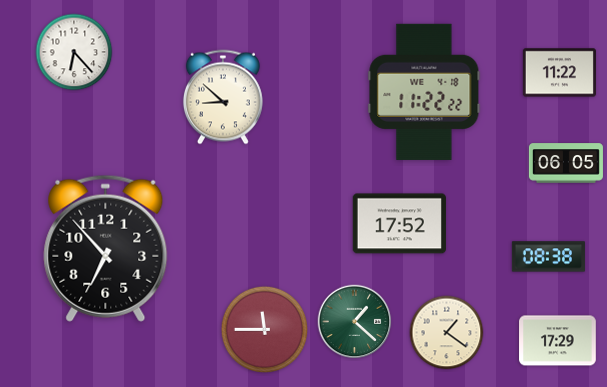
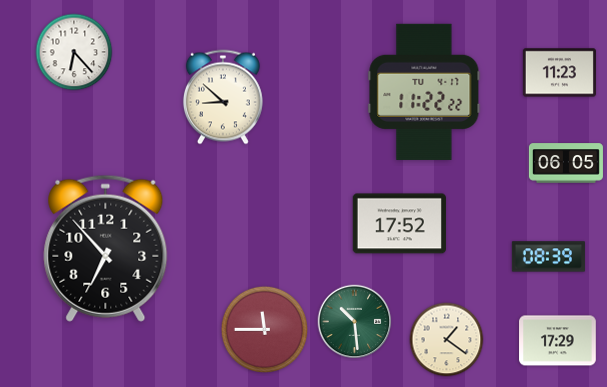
clock at (559, 73): 11:22 -> 11:23
clock at (424, 92) date: WE 4-18 -> TU 4-17
clock at (548, 257): 08:38 -> 08:39
clock at (355, 322): 1:22 -> 10:29
clock at (447, 333) position: (447, 333) -> (447, 340)
